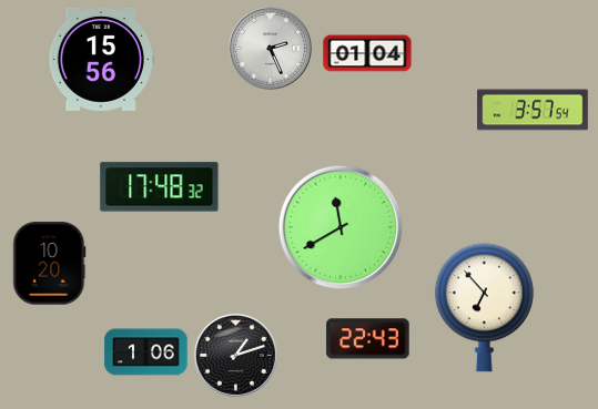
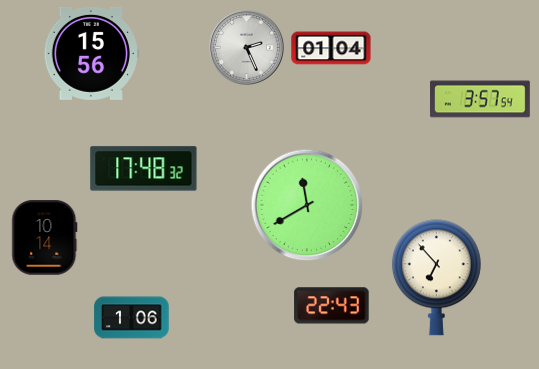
clock at (270, 48) position: (270, 48) -> (246, 47)
clock at (50, 264): 10:20 -> 10:14
clock at (235, 355): 1:12 -> none
